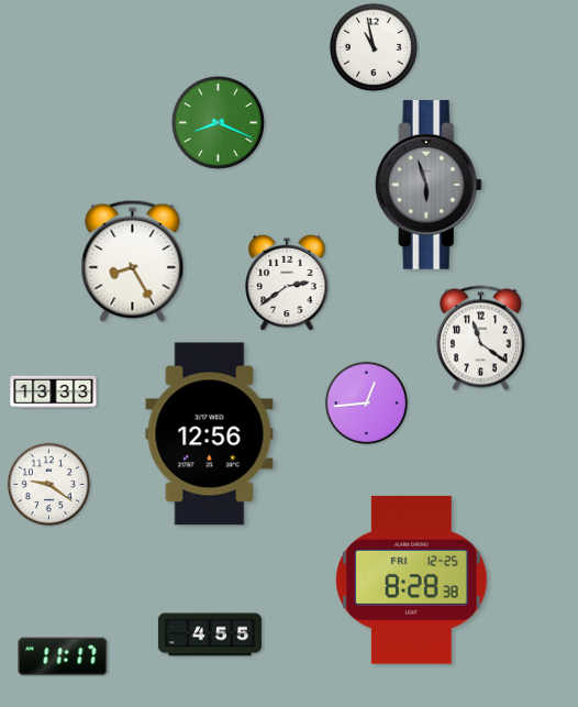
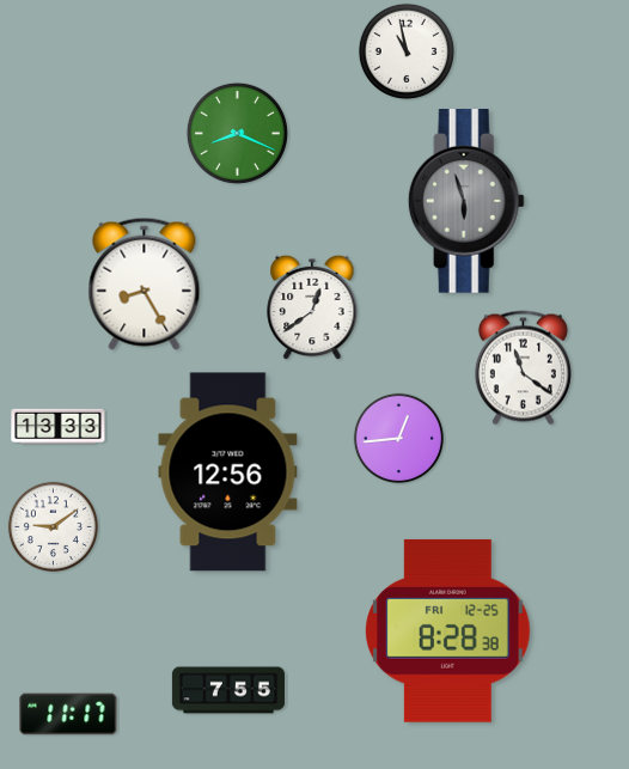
clock at (287, 283): 2:39 -> 12:39
clock at (48, 484): 9:21 -> 9:09
clock at (210, 634): 4:55 -> 7:55
